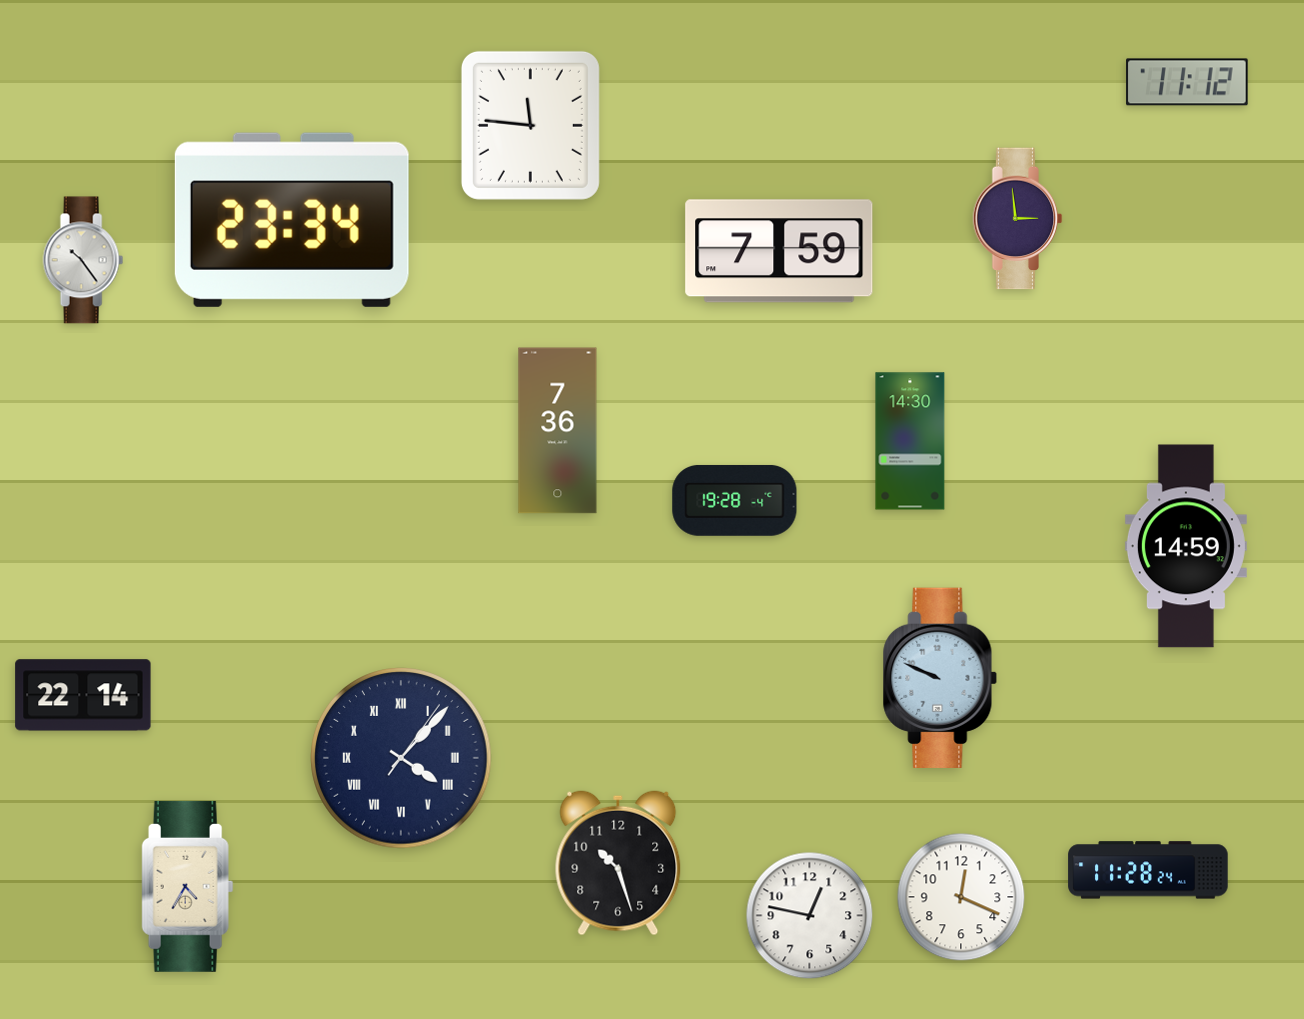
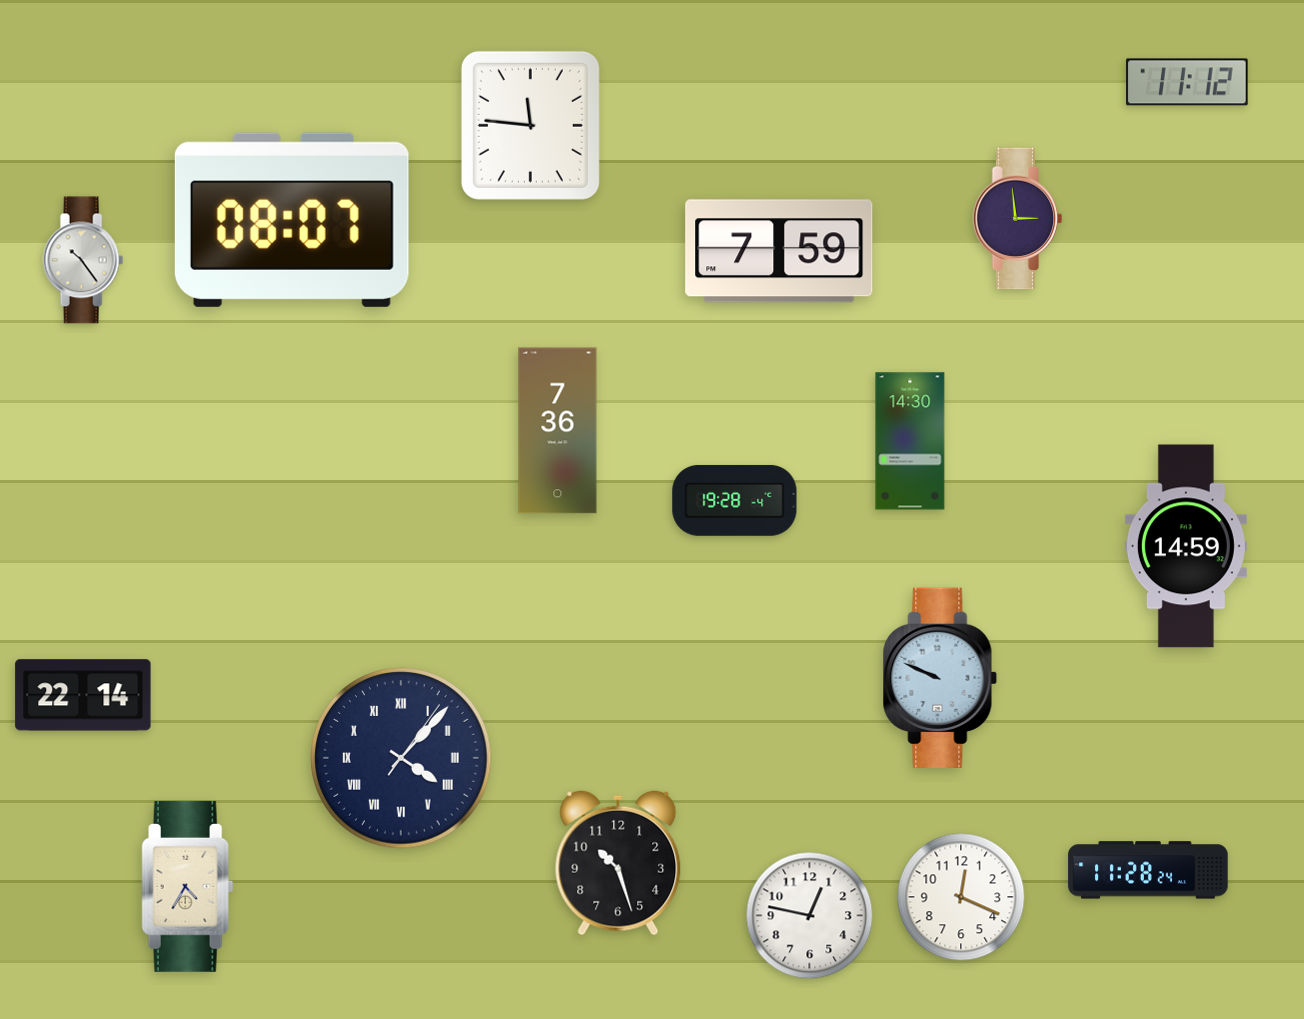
clock at (292, 220): 23:34 -> 08:07
